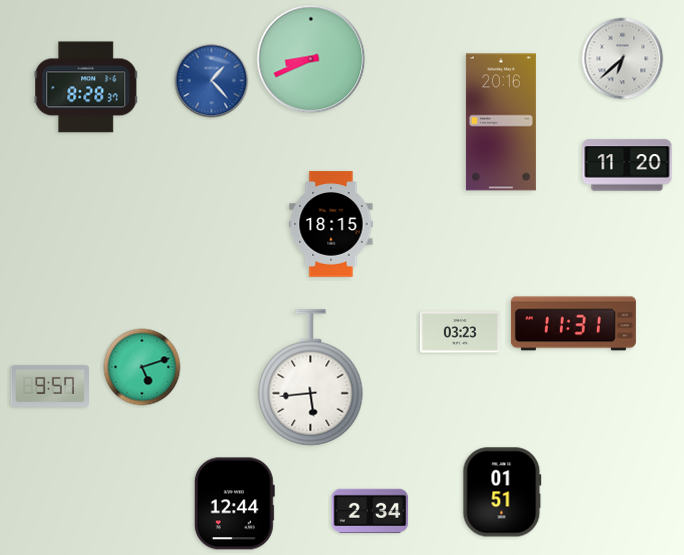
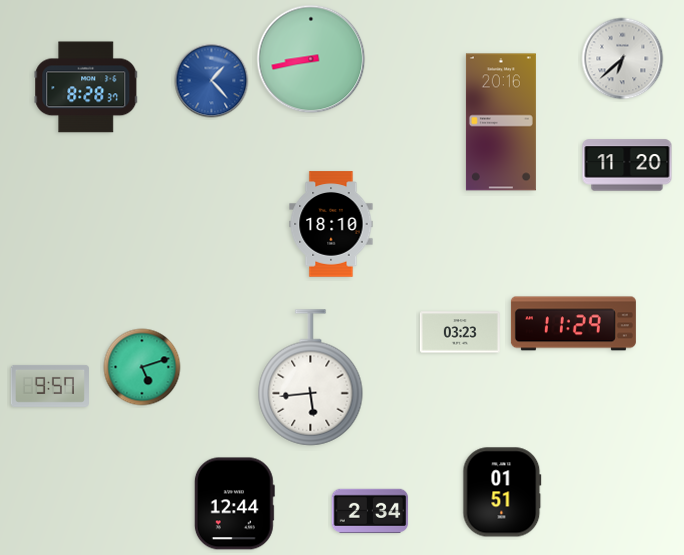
clock at (311, 59): 8:41 -> 8:43
clock at (331, 224): 18:15 -> 18:10
clock at (573, 324): 11:31 -> 11:29
